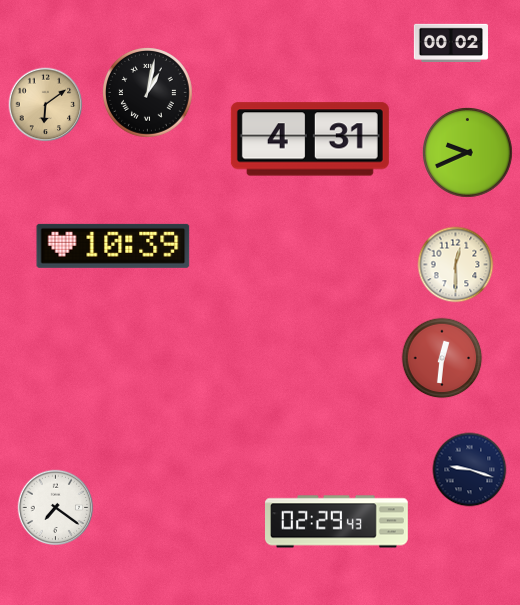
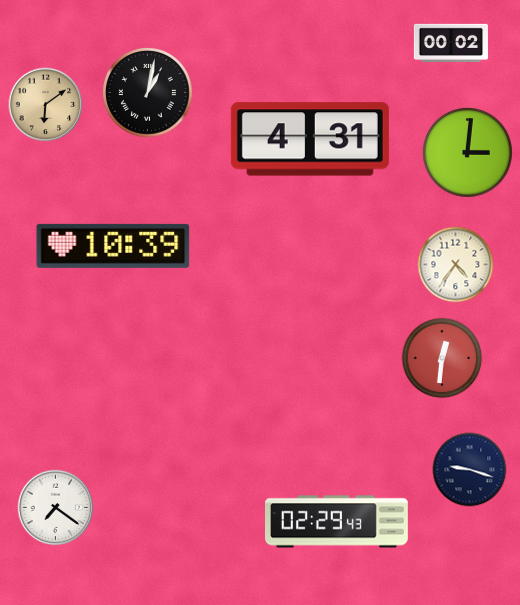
clock at (468, 153): 9:41 -> 3:01
clock at (456, 265): 12:30 -> 4:36
